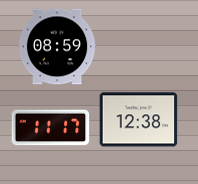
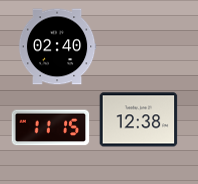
clock at (57, 47): 08:59 -> 02:40
clock at (50, 128): 11:17 -> 11:15
